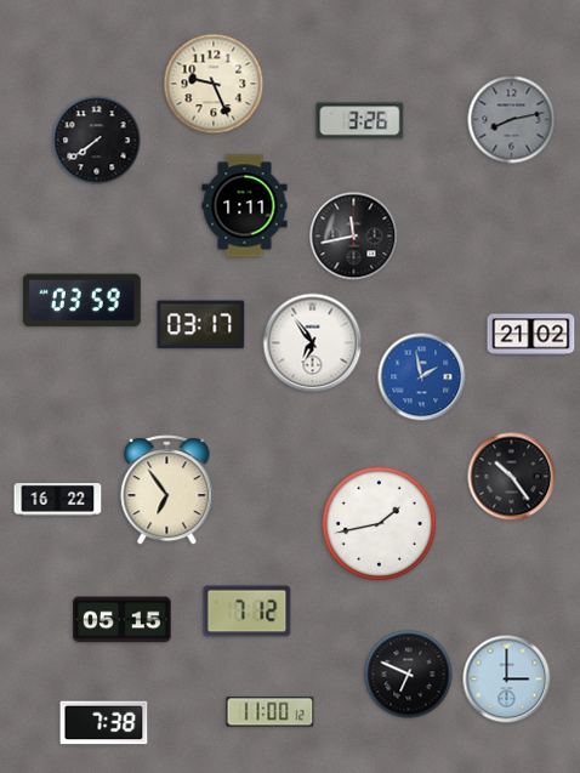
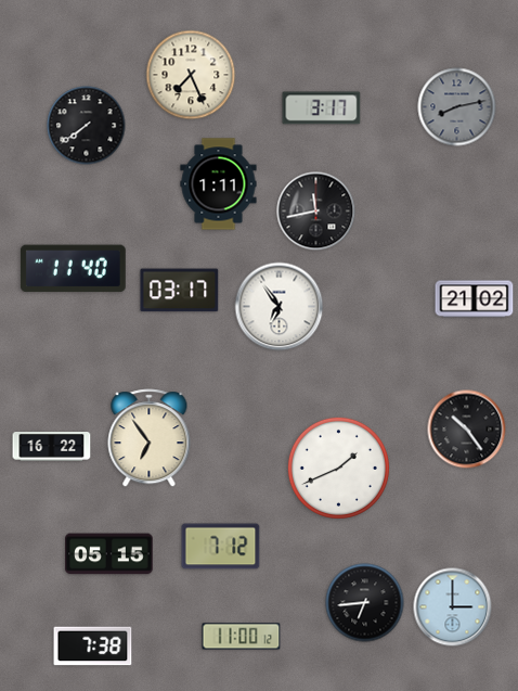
clock at (214, 84): 9:26 -> 7:26
clock at (360, 121): 3:26 -> 3:17
clock at (81, 301): 03:59 -> 11:40
clock at (422, 377): 1:58 -> none
clock at (512, 477) position: (512, 477) -> (467, 430)
clock at (379, 523): 1:43 -> 1:41
clock at (409, 675): 6:49 -> 6:44
